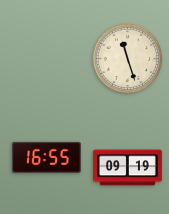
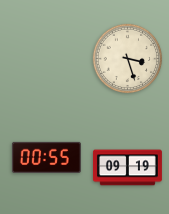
clock at (128, 59): 11:27 -> 3:27
clock at (46, 157): 16:55 -> 00:55
